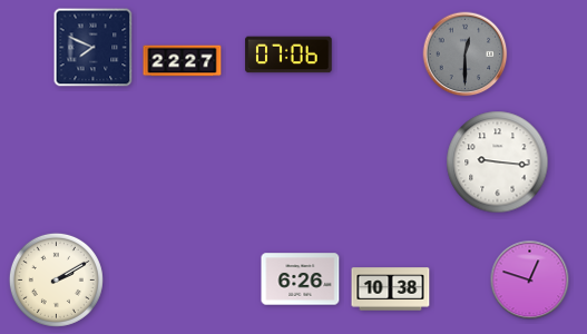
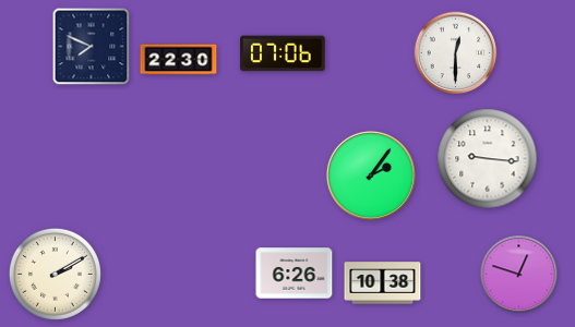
clock at (466, 55) dial: grey -> white
clock at (183, 61): 22:27 -> 22:30
clock at (371, 175): none -> 2:06
